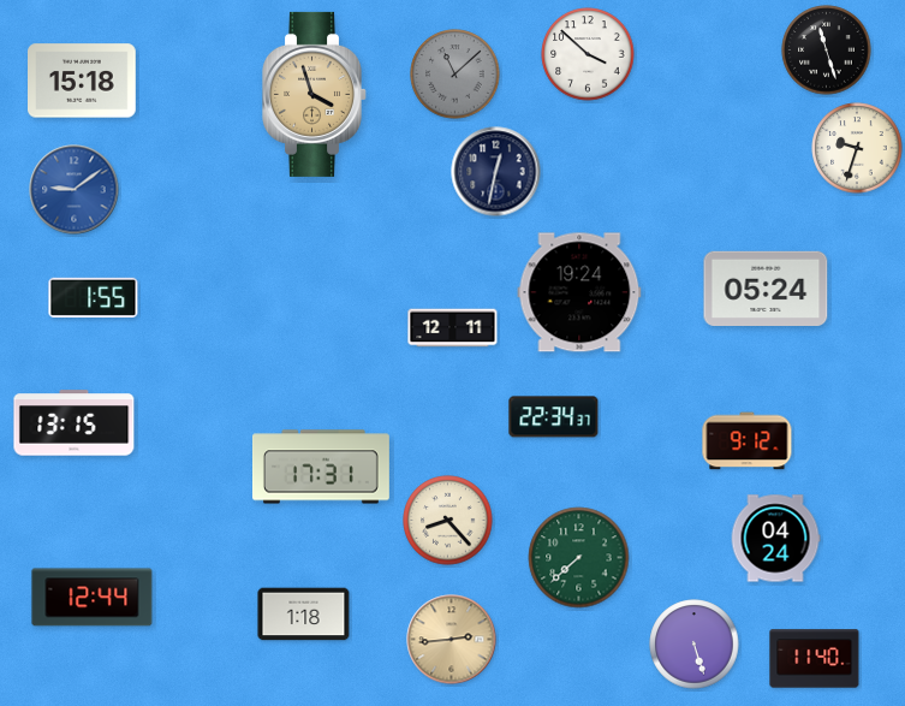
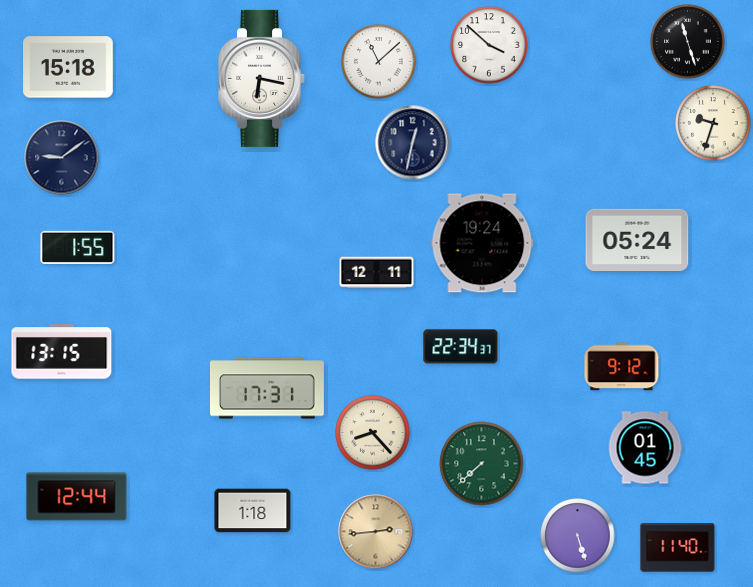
clock at (456, 75) dial: grey -> white
clock at (315, 94): 3:57 -> 6:17
clock at (315, 94) dial: champagne -> white
clock at (75, 190) dial: blue -> navy
clock at (775, 539): 04:24 -> 01:45
